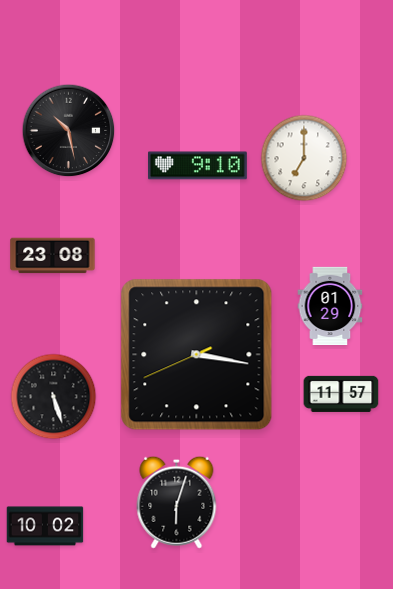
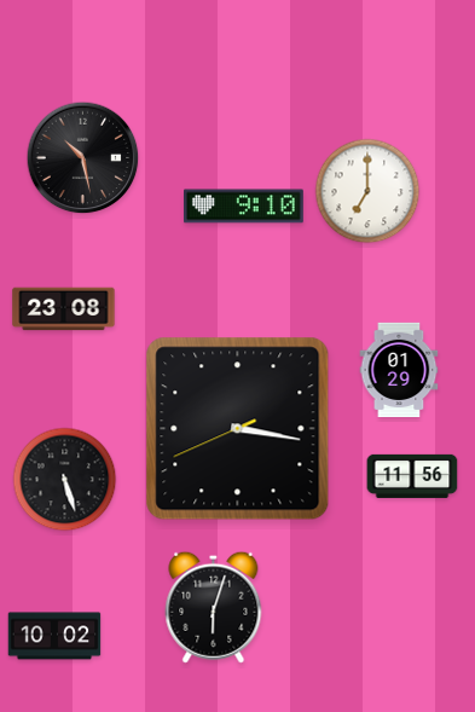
clock at (198, 166) position: (198, 166) -> (244, 207)
clock at (341, 394): 11:57 -> 11:56
